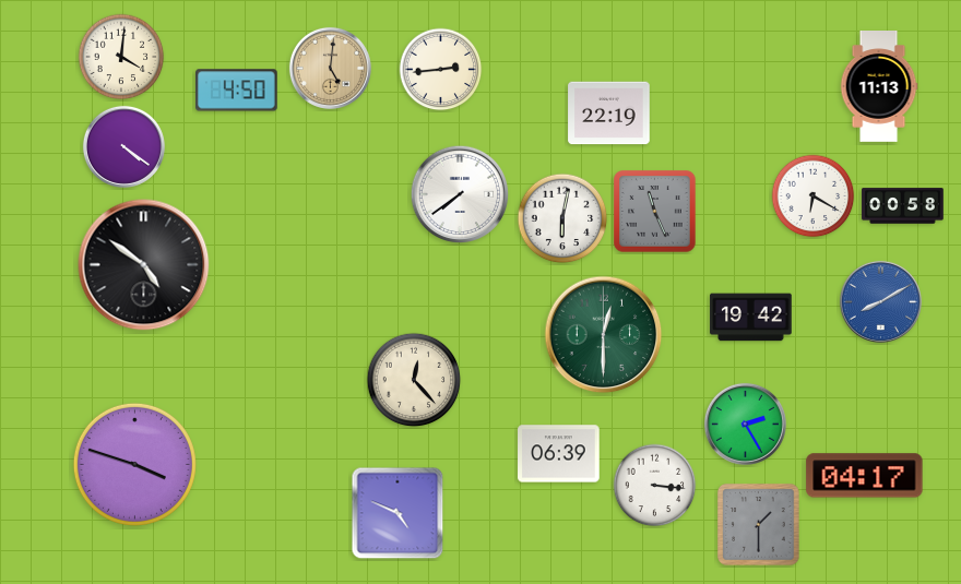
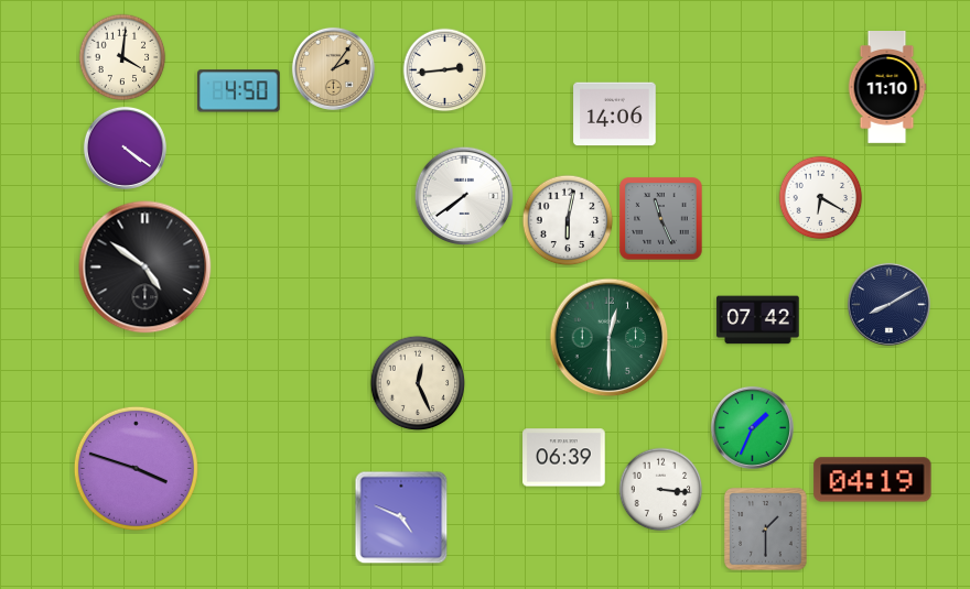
clock at (330, 68): 5:01 -> 2:06
clock at (879, 86): 11:13 -> 11:10
clock at (609, 114): 22:19 -> 14:06
clock at (903, 206): 00:58 -> none
clock at (655, 212) position: (655, 212) -> (661, 219)
clock at (880, 301) dial: blue -> navy
clock at (751, 318): 19:42 -> 07:42
clock at (414, 380): 12:23 -> 12:26
clock at (745, 424): 2:25 -> 1:34
clock at (865, 476): 04:17 -> 04:19
